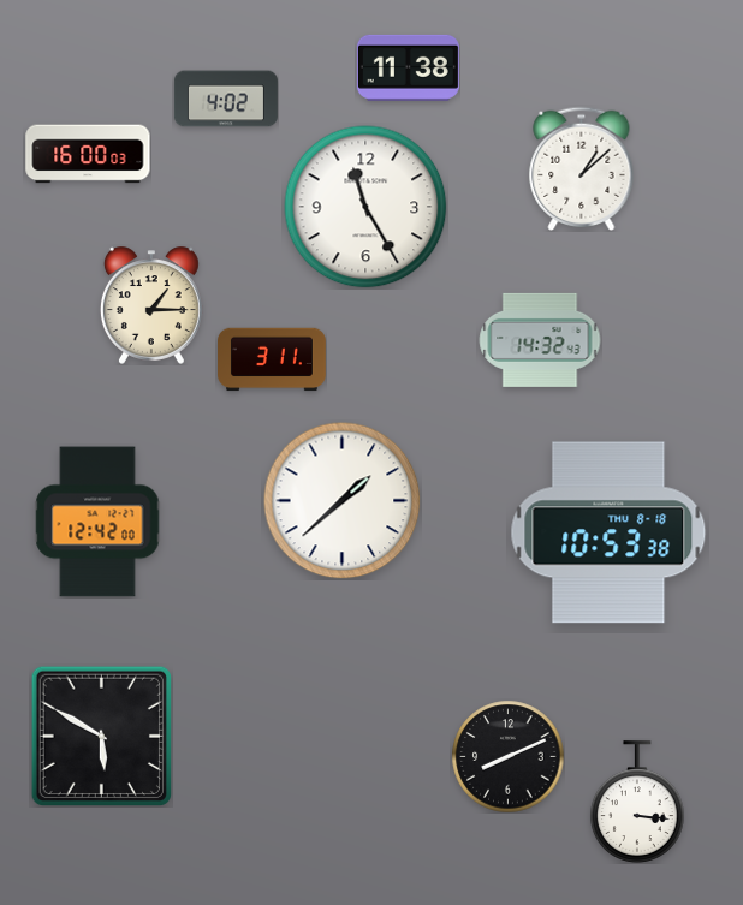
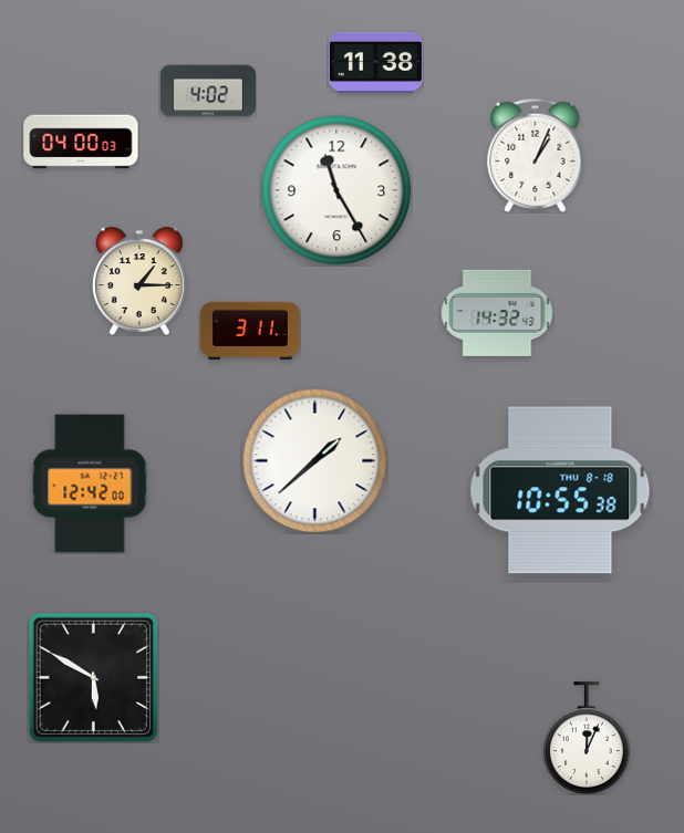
clock at (88, 154): 16:00 -> 04:00
clock at (582, 168): 1:08 -> 1:04
clock at (97, 522) position: (97, 522) -> (90, 483)
clock at (608, 532): 10:53 -> 10:55
clock at (507, 756): 8:11 -> none
clock at (638, 802): 3:16 -> 12:04
